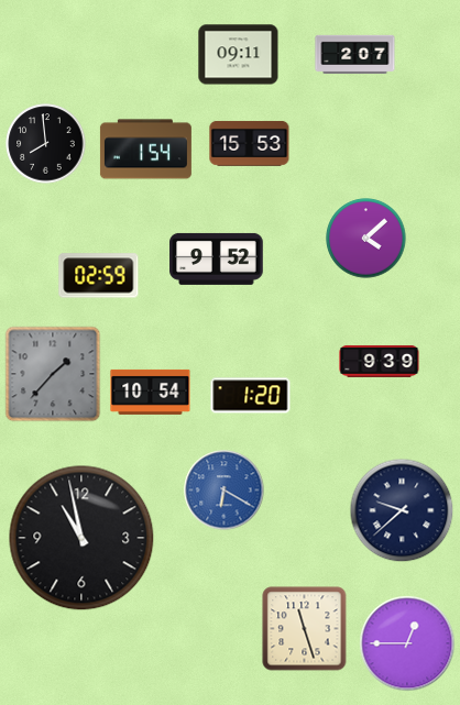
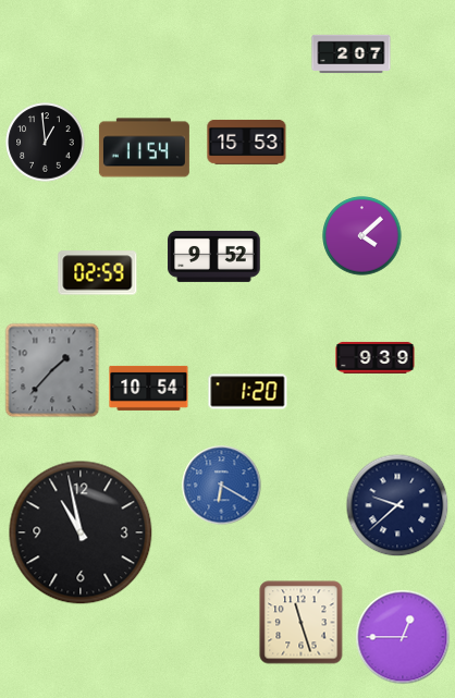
clock at (239, 55): 09:11 -> none
clock at (46, 144): 7:59 -> 12:59
clock at (145, 150): 1:54 -> 11:54
